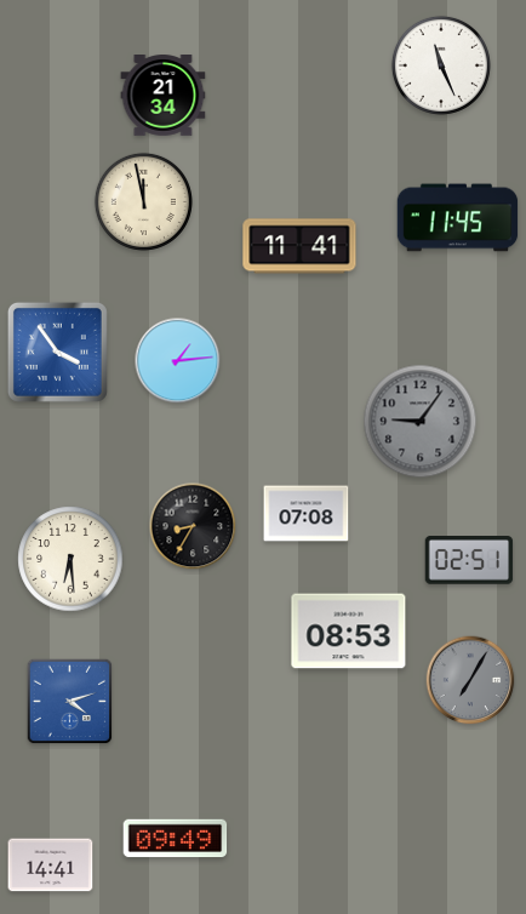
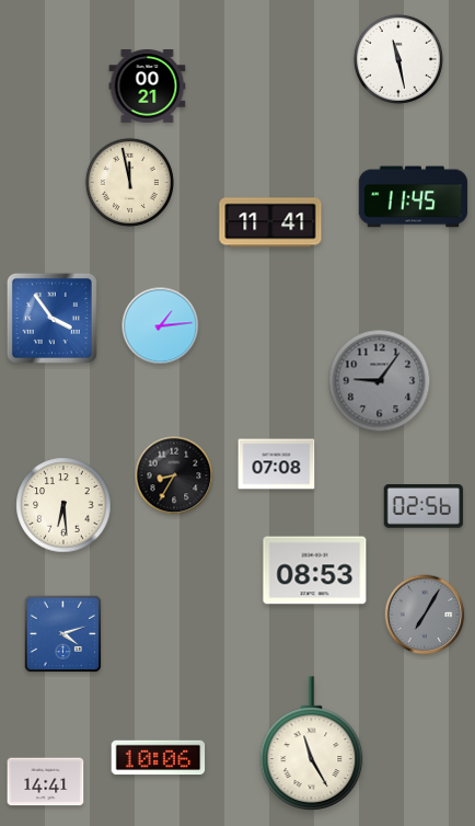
clock at (441, 65): 11:26 -> 11:28
clock at (164, 96): 21:34 -> 00:21
clock at (469, 561): 02:51 -> 02:56
clock at (312, 744): none -> 11:25
clock at (176, 839): 09:49 -> 10:06
